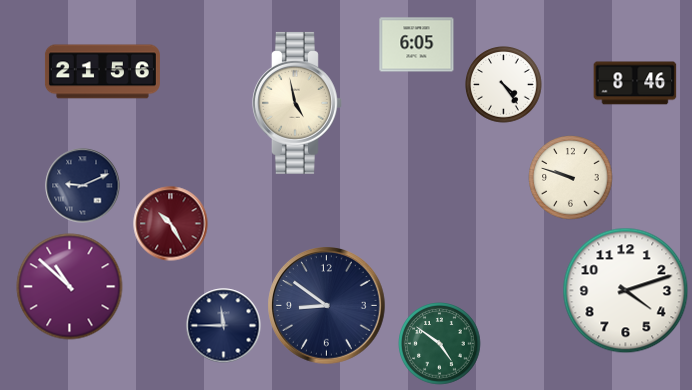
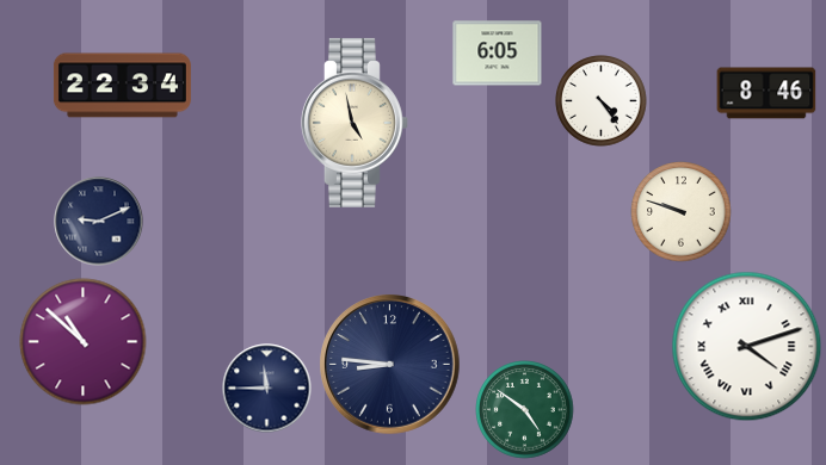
clock at (102, 72): 21:56 -> 22:34
clock at (635, 83) position: (635, 83) -> (766, 93)
clock at (171, 224): 10:25 -> none
clock at (626, 291) numerals: Arabic -> Roman
clock at (327, 306): 8:51 -> 8:46
